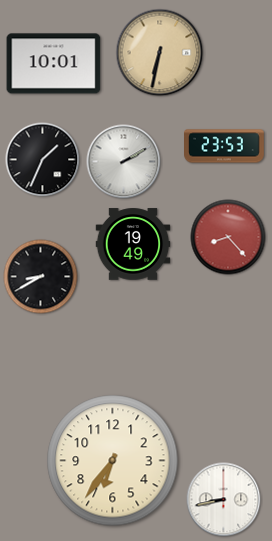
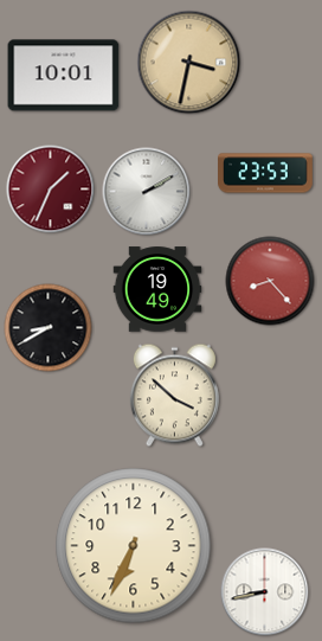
clock at (160, 53): 6:32 -> 3:32
clock at (43, 160) dial: black -> burgundy
clock at (174, 396): none -> 3:52
clock at (113, 461): 6:36 -> 6:34
